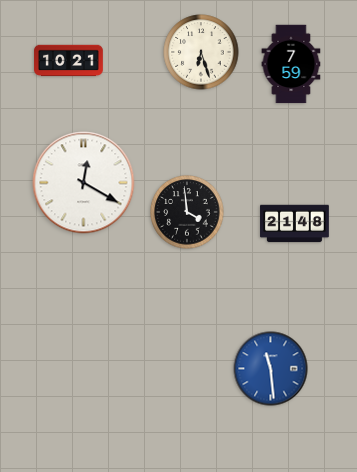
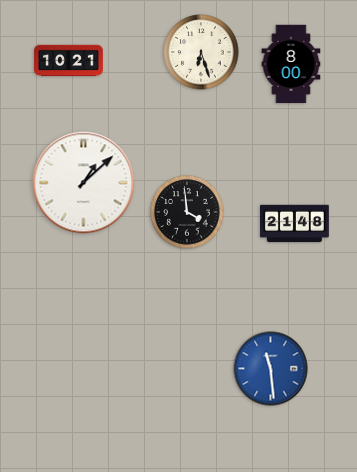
clock at (291, 64): 7:59 -> 8:00
clock at (84, 183): 12:20 -> 1:08
